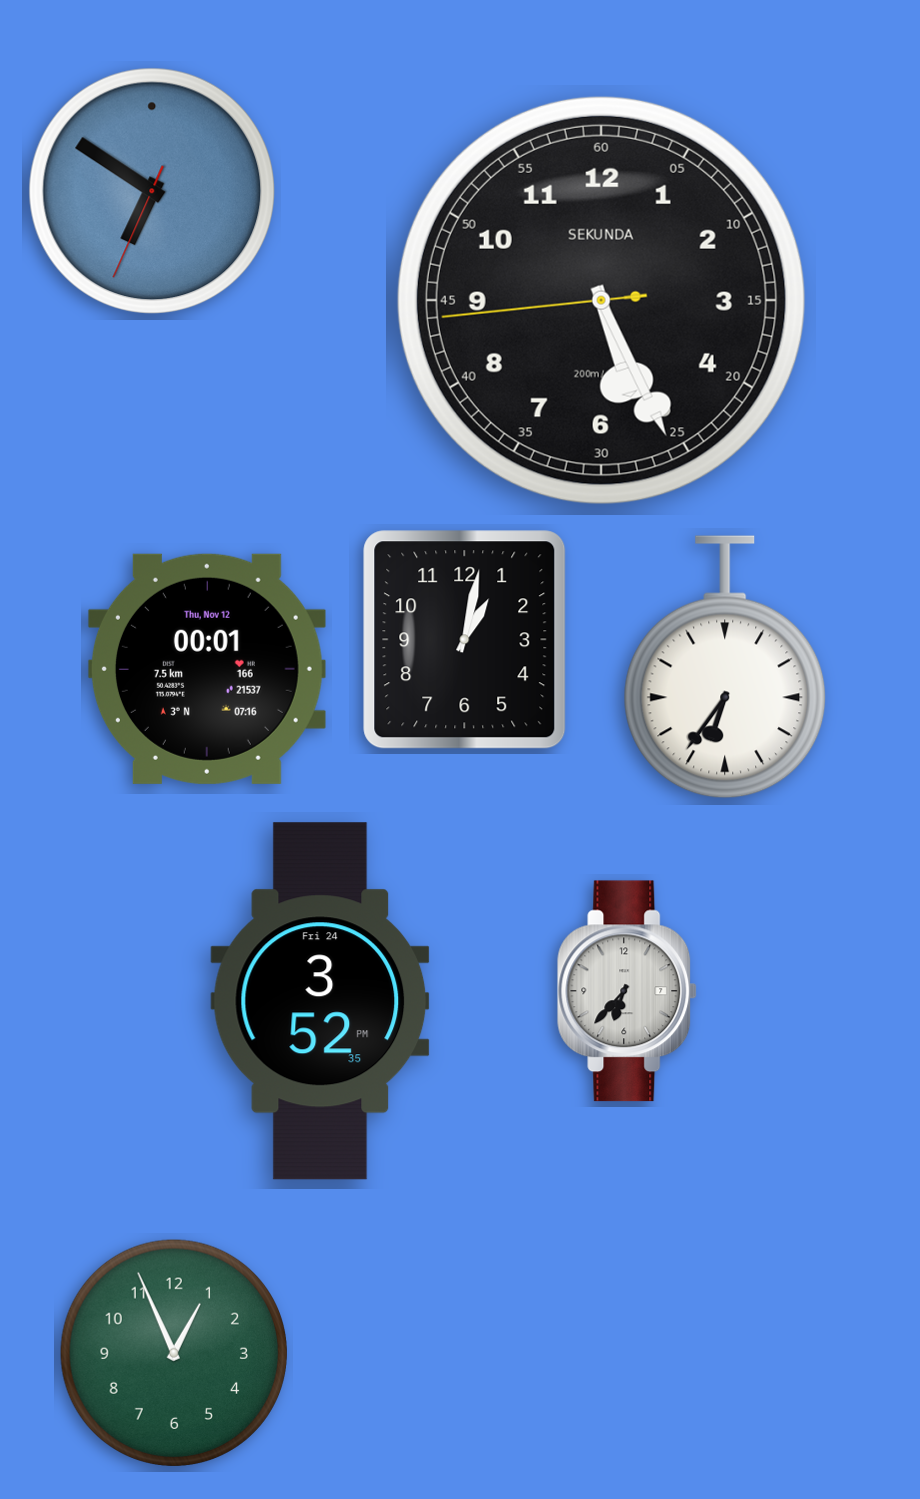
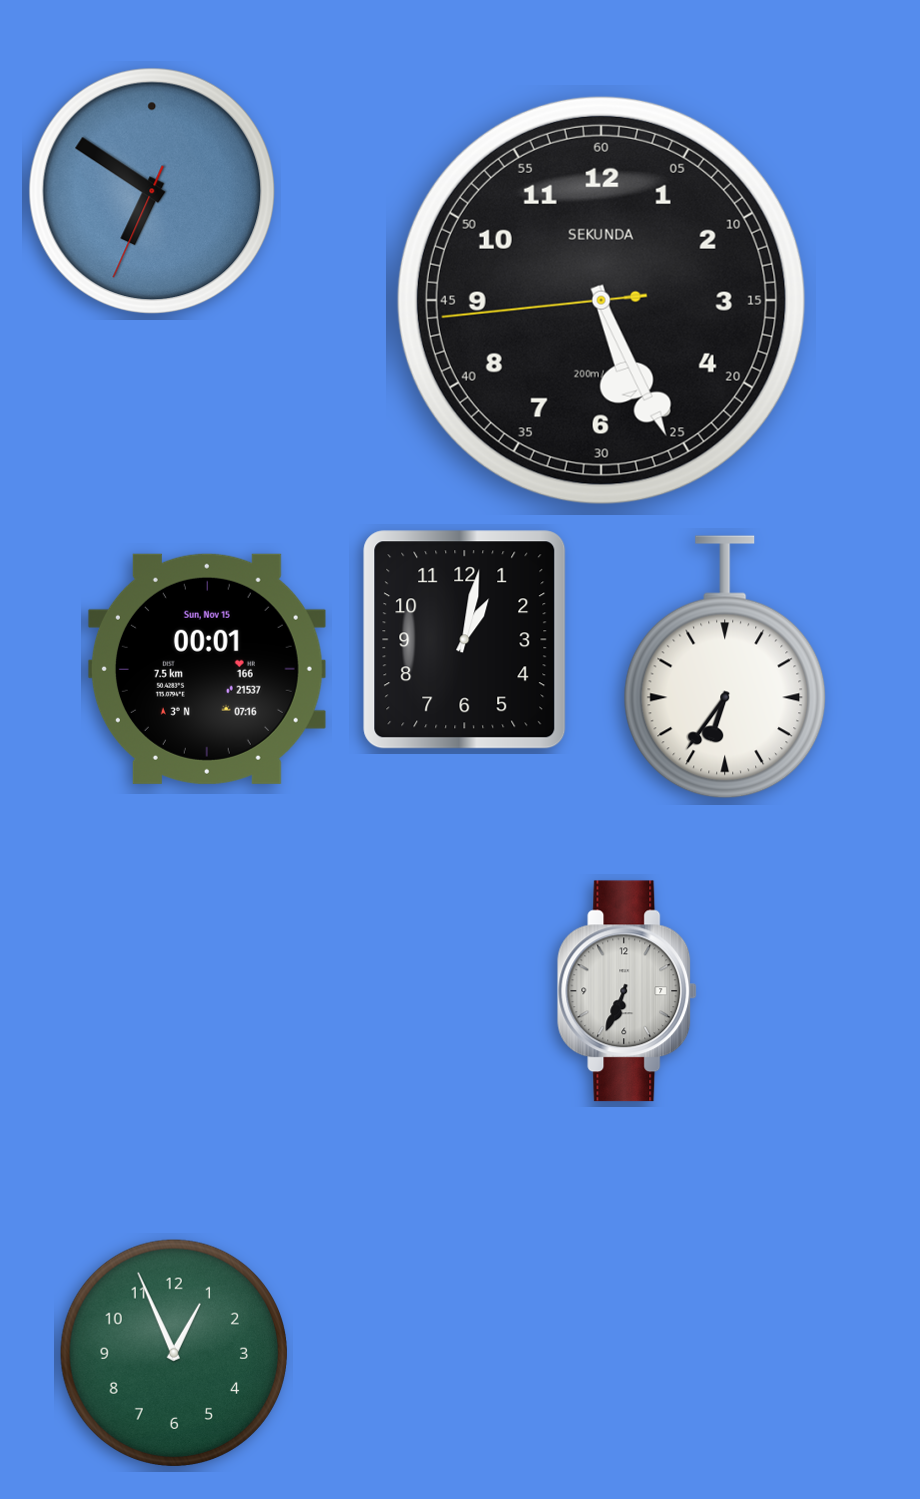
clock at (207, 669) date: Thu, Nov 12 -> Sun, Nov 15
clock at (628, 991): 6:37 -> 6:34
clock at (320, 1001): 3:52 -> none
